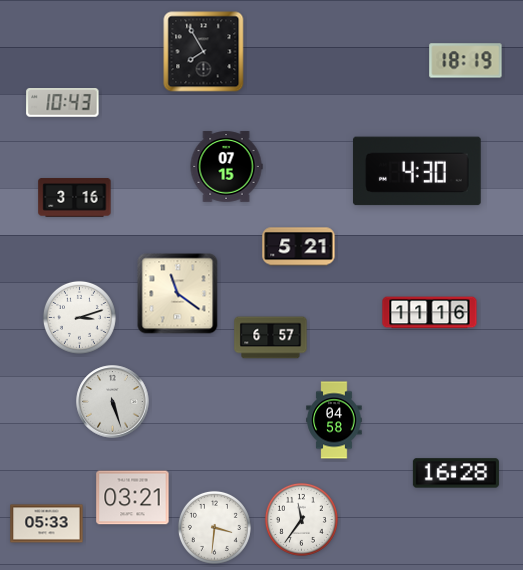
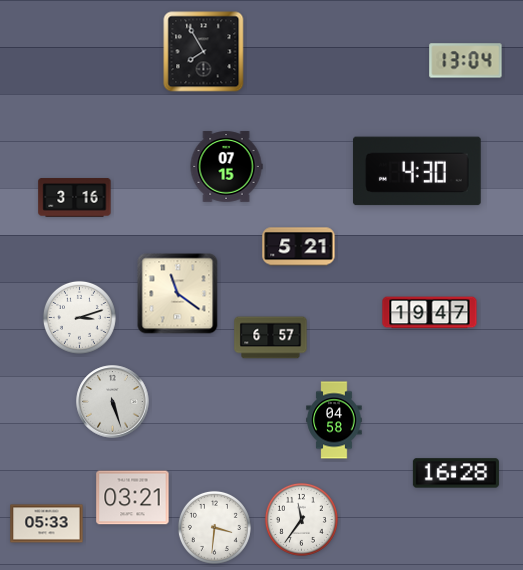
clock at (466, 61): 18:19 -> 13:04
clock at (63, 103): 10:43 -> none
clock at (430, 313): 11:16 -> 19:47
